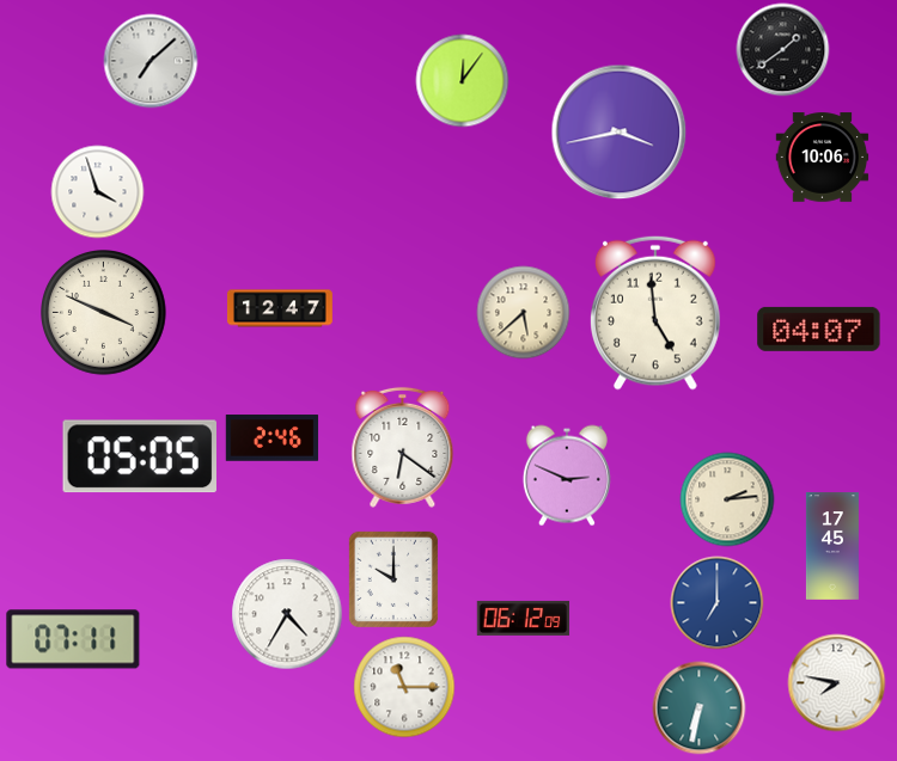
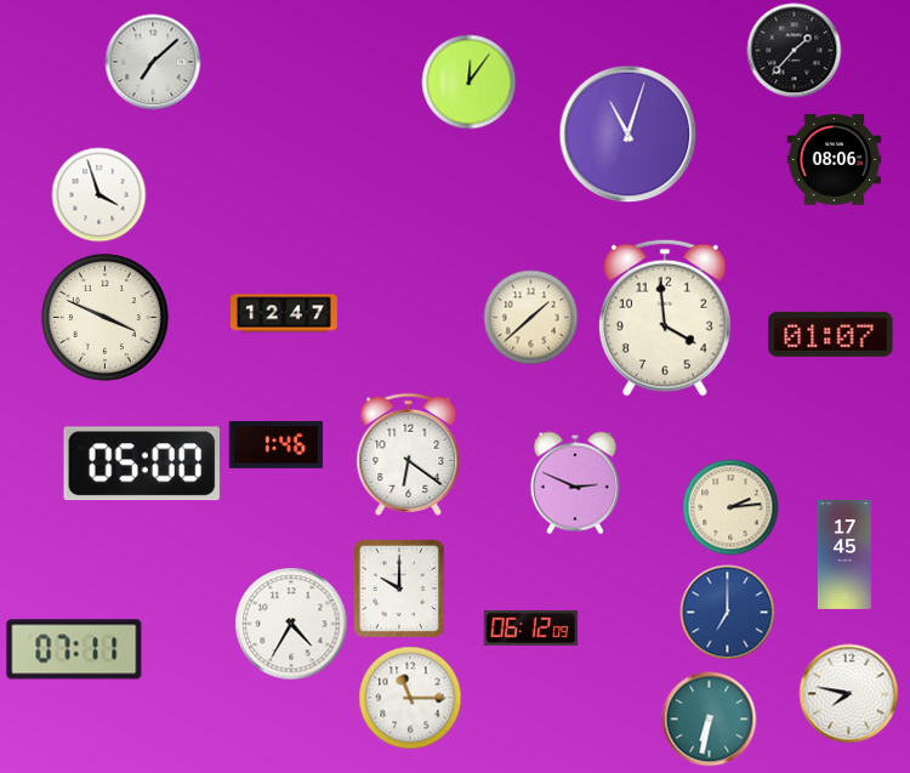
clock at (782, 49): 1:39 -> 1:37
clock at (618, 131): 3:43 -> 11:03
clock at (822, 158): 10:06 -> 08:06
clock at (523, 312): 5:38 -> 1:38
clock at (655, 313): 4:59 -> 3:59
clock at (819, 329): 04:07 -> 01:07
clock at (271, 438): 2:46 -> 1:46
clock at (140, 456): 05:05 -> 05:00
clock at (727, 499) position: (727, 499) -> (730, 507)
